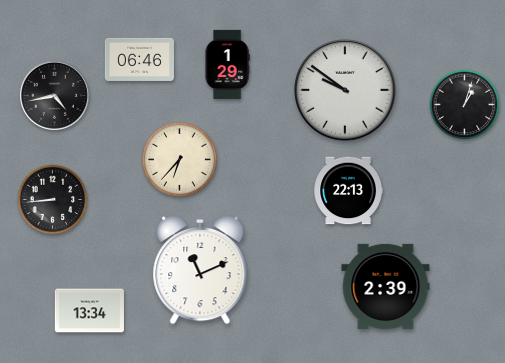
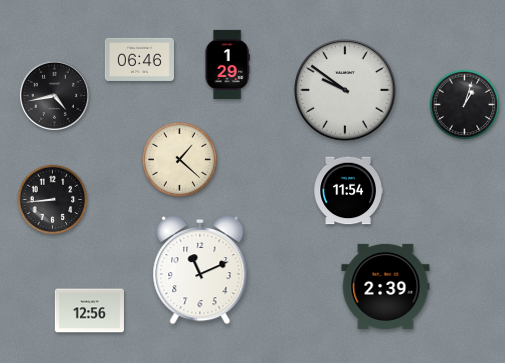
clock at (179, 159): 6:37 -> 1:22
clock at (348, 191): 22:13 -> 11:54
clock at (89, 311): 13:34 -> 12:56
